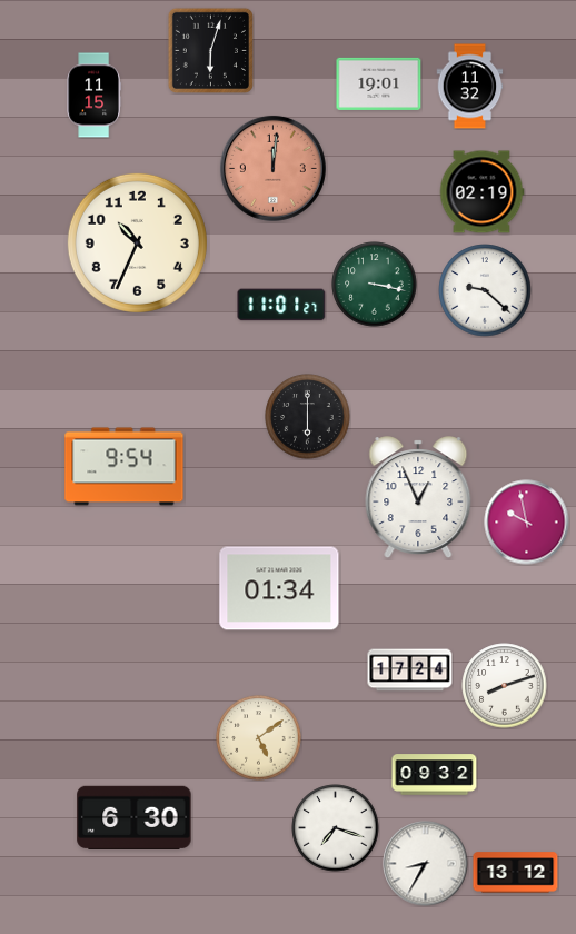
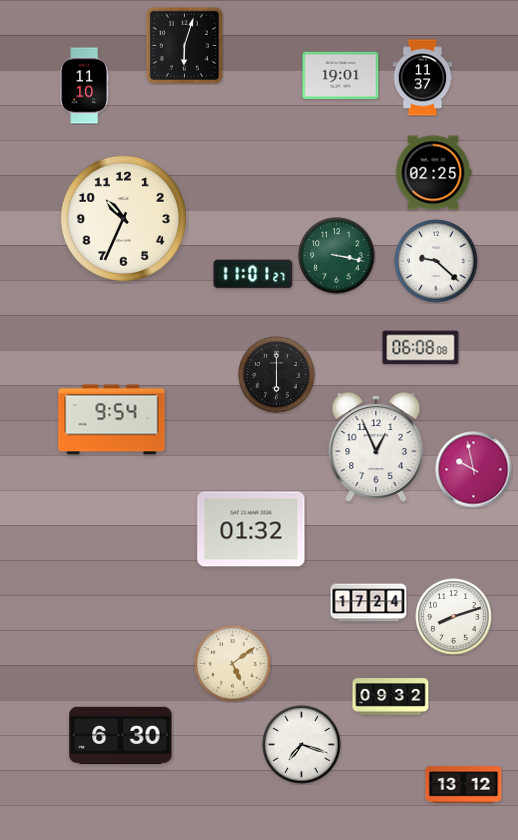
clock at (210, 50) position: (210, 50) -> (184, 45)
clock at (470, 87): 11:32 -> 11:37
clock at (93, 96): 11:15 -> 11:10
clock at (272, 168): 12:01 -> none
clock at (481, 192): 02:19 -> 02:25
clock at (421, 348): none -> 06:08
clock at (279, 588): 01:34 -> 01:32
clock at (426, 864): 8:35 -> none
